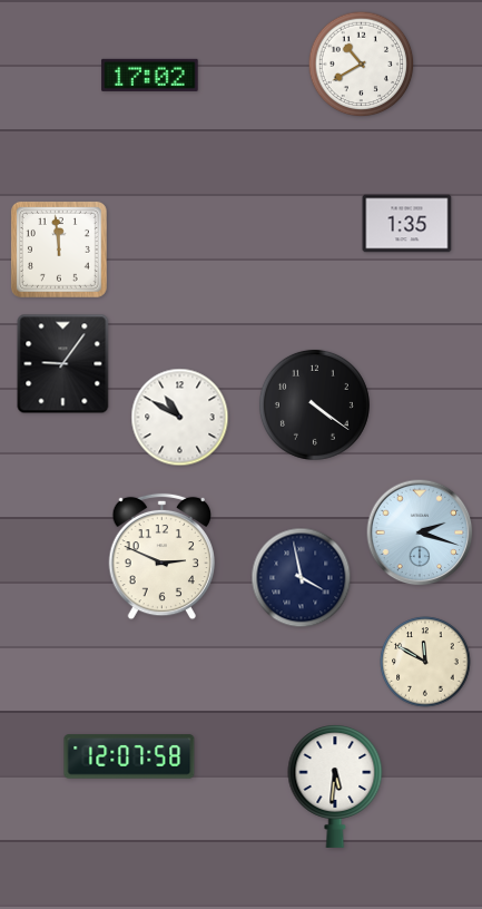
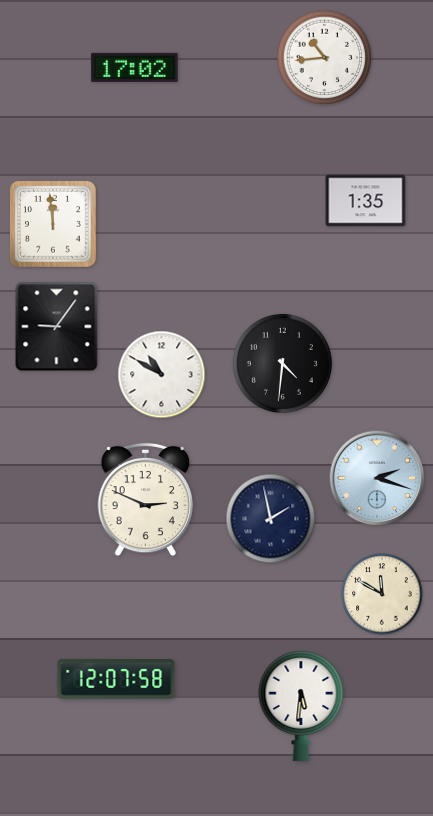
clock at (362, 65): 10:40 -> 10:44
clock at (314, 404): 4:21 -> 4:31
clock at (302, 578): 3:58 -> 1:58
